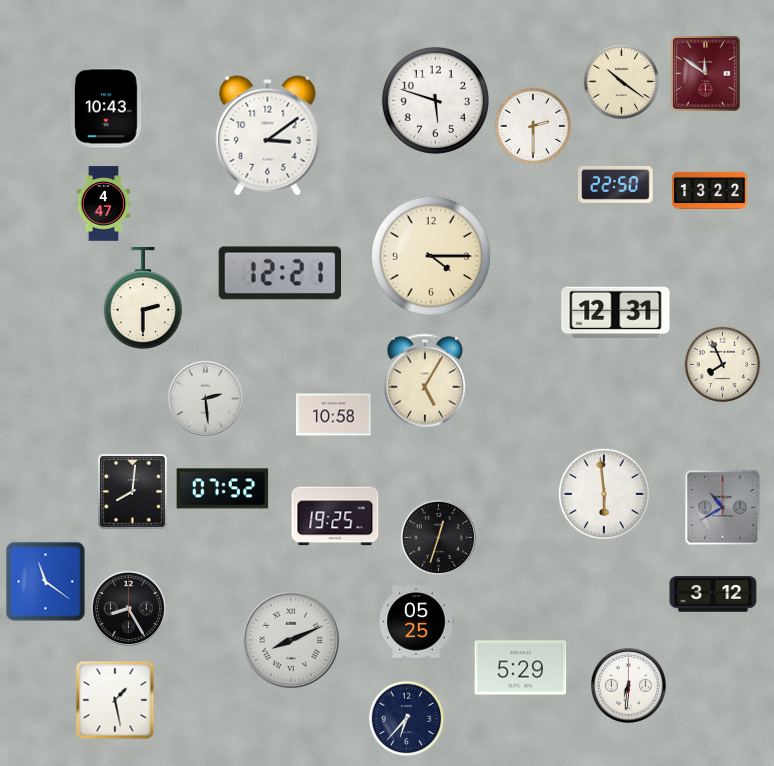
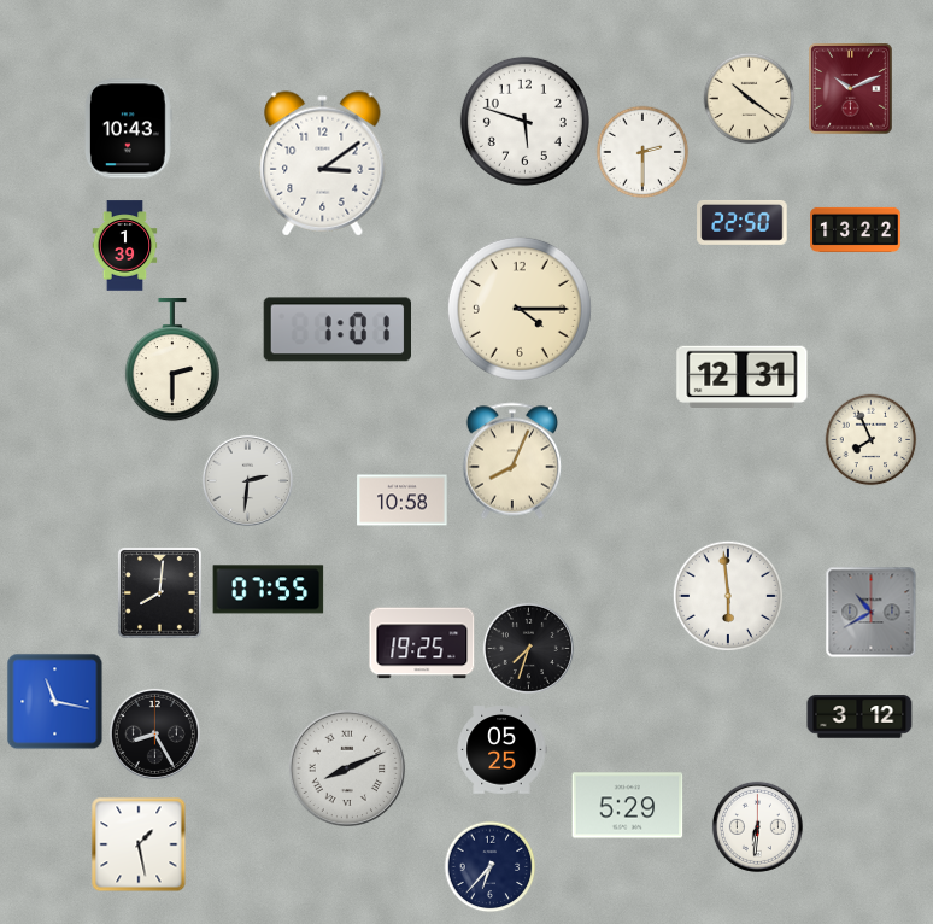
clock at (706, 74): 11:51 -> 10:11
clock at (104, 204): 4:47 -> 1:39
clock at (279, 273): 12:21 -> 1:01
clock at (425, 382): 5:05 -> 8:04
clock at (205, 398): 2:29 -> 2:31
clock at (223, 489): 07:52 -> 07:55
clock at (335, 516) position: (335, 516) -> (422, 643)
clock at (438, 537): 12:33 -> 7:33
clock at (46, 582): 11:21 -> 11:17
clock at (291, 640) position: (291, 640) -> (347, 768)
